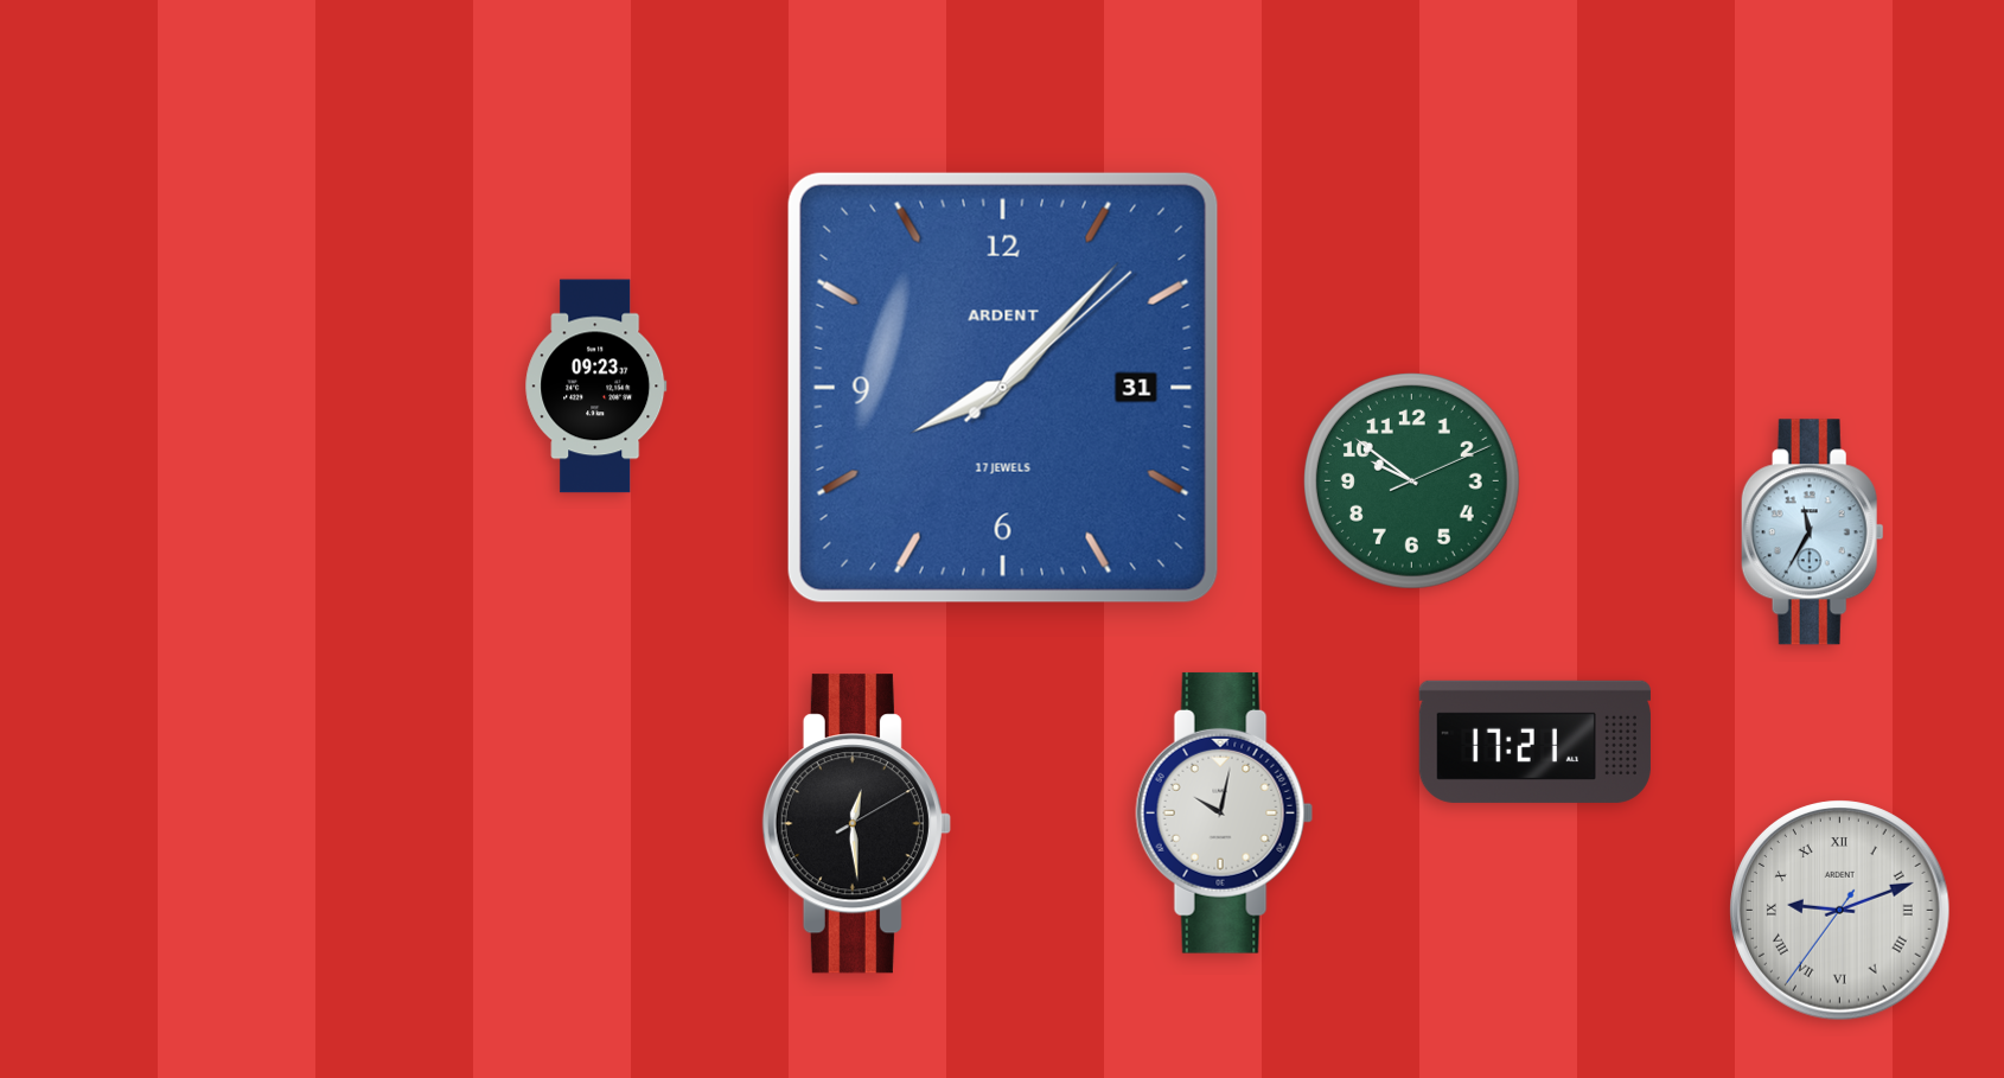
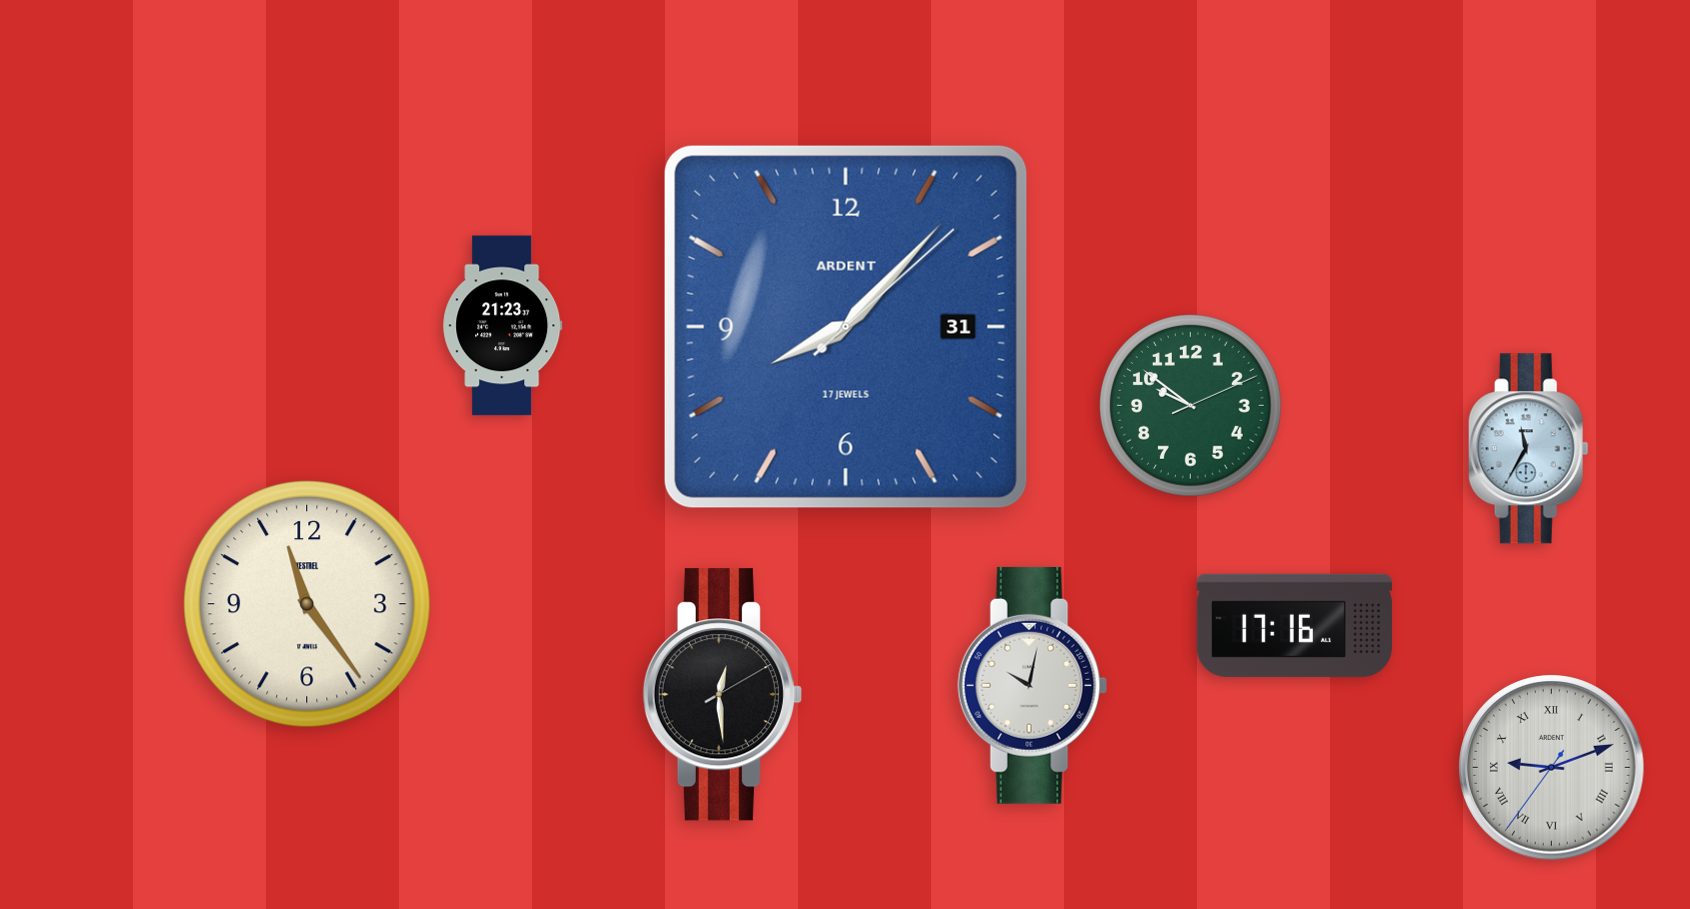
clock at (596, 387): 09:23 -> 21:23
clock at (308, 605): none -> 11:24
clock at (1534, 741): 17:21 -> 17:16
